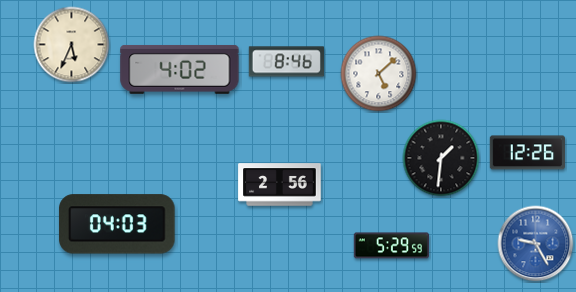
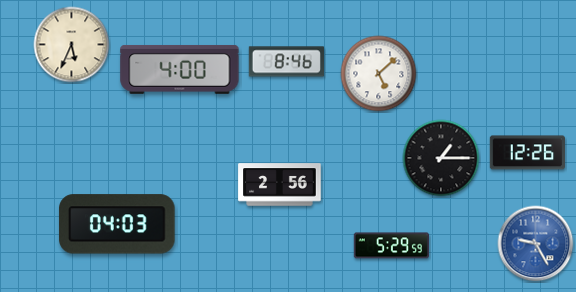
clock at (180, 69): 4:02 -> 4:00
clock at (441, 158): 1:31 -> 1:15
